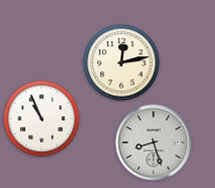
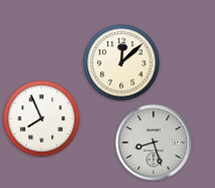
clock at (122, 63): 12:13 -> 12:08
clock at (42, 119): 10:56 -> 7:56
